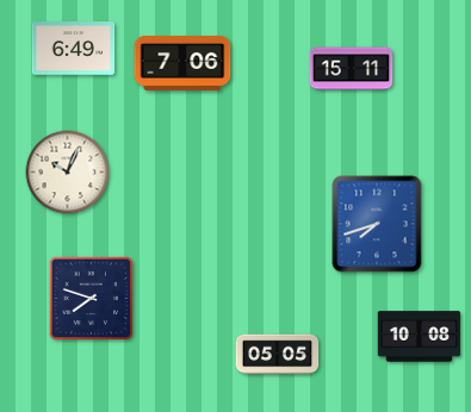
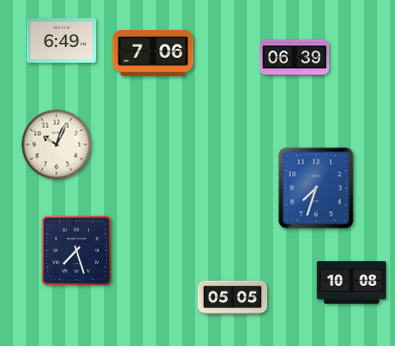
clock at (352, 69): 15:11 -> 06:39
clock at (377, 224): 7:42 -> 7:33
clock at (92, 299): 7:48 -> 7:27
